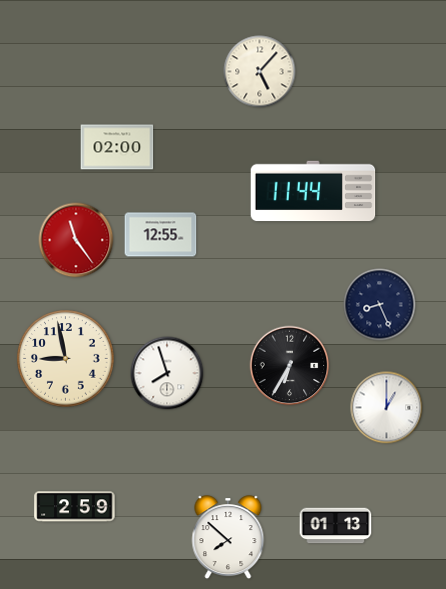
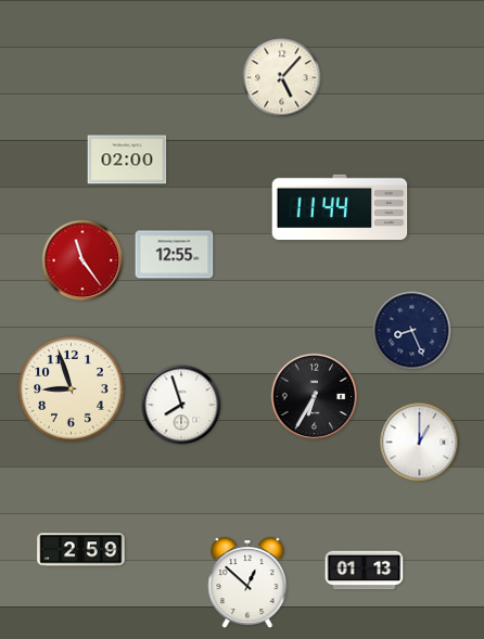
clock at (66, 359): 8:58 -> 8:57
clock at (228, 538): 7:52 -> 12:52
